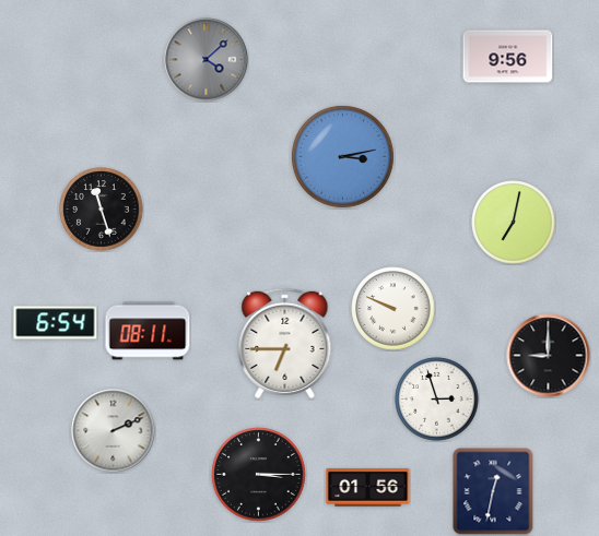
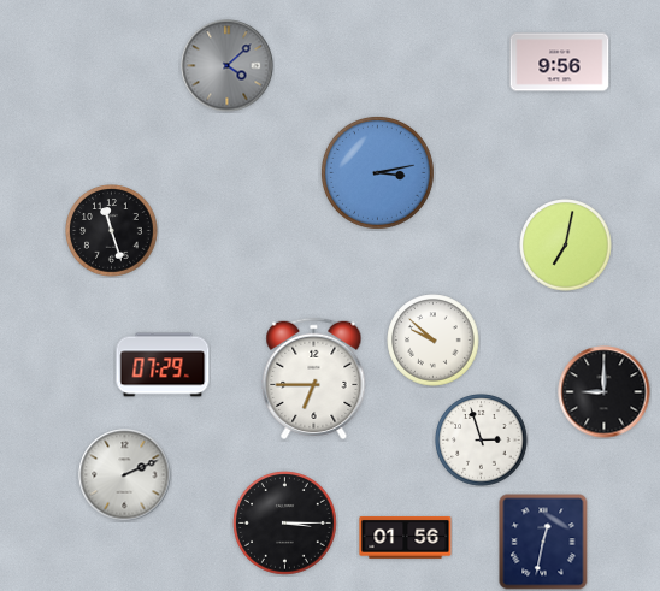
clock at (394, 309): 9:49 -> 9:52
clock at (56, 323): 6:54 -> none
clock at (148, 331): 08:11 -> 07:29
